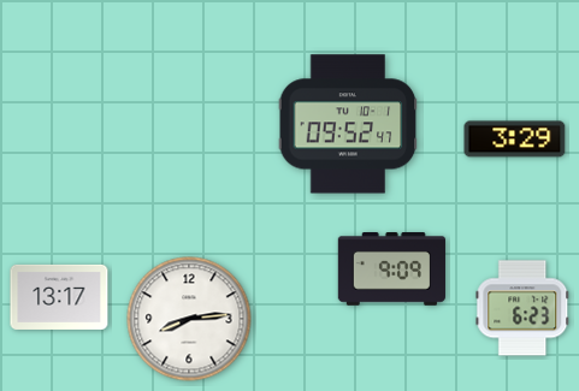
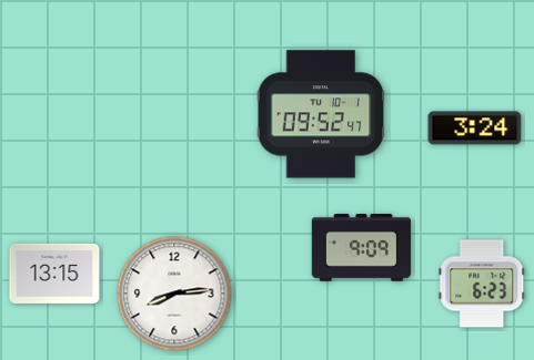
clock at (515, 140): 3:29 -> 3:24
clock at (59, 297): 13:17 -> 13:15
